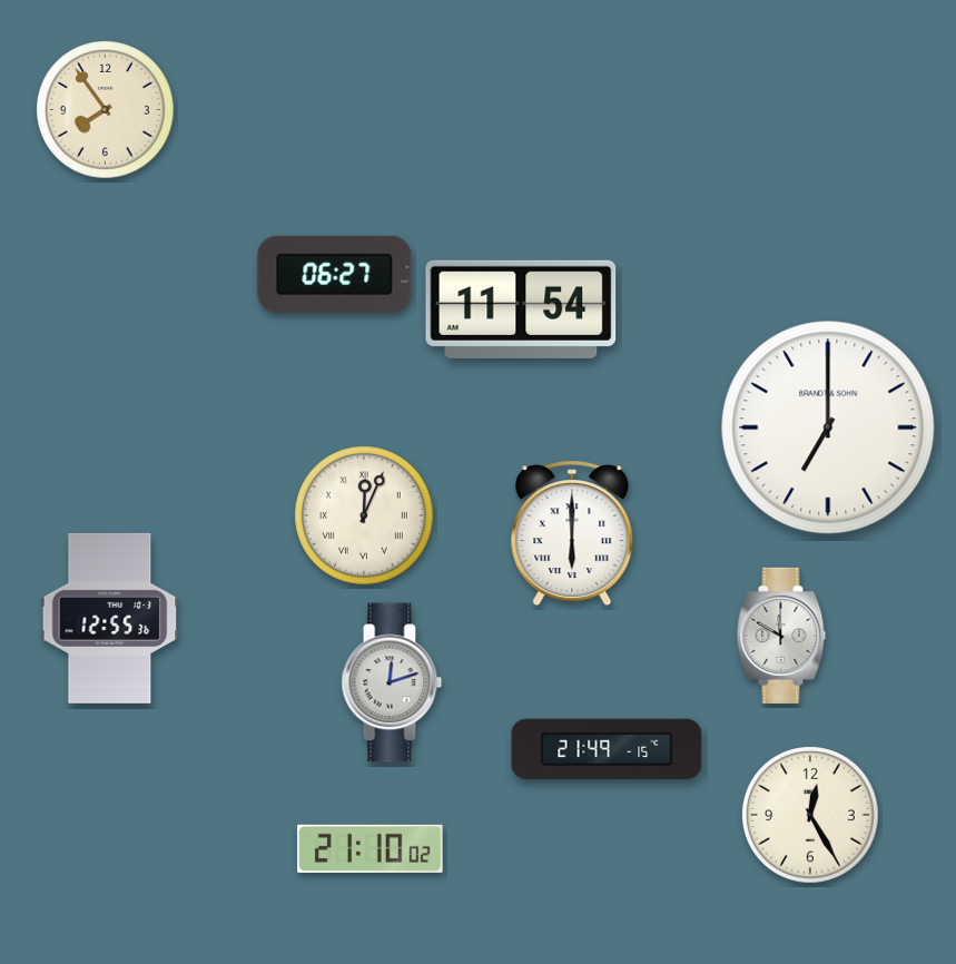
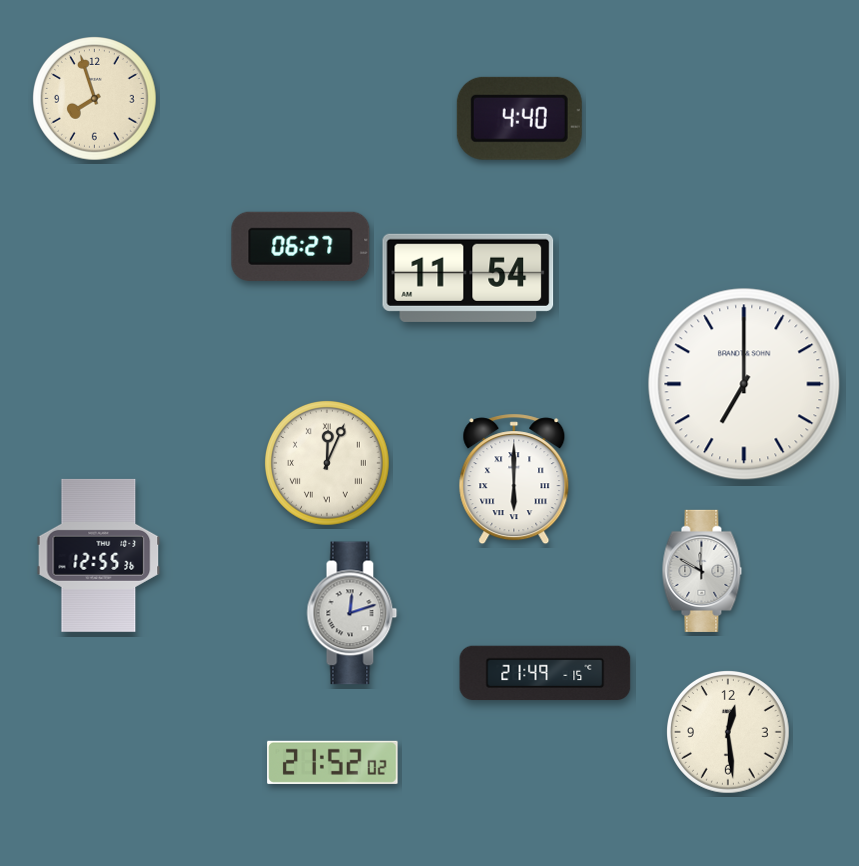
clock at (106, 110): 7:54 -> 7:57
clock at (519, 118): none -> 4:40
clock at (811, 816): 12:25 -> 12:29
clock at (371, 848): 21:10 -> 21:52
